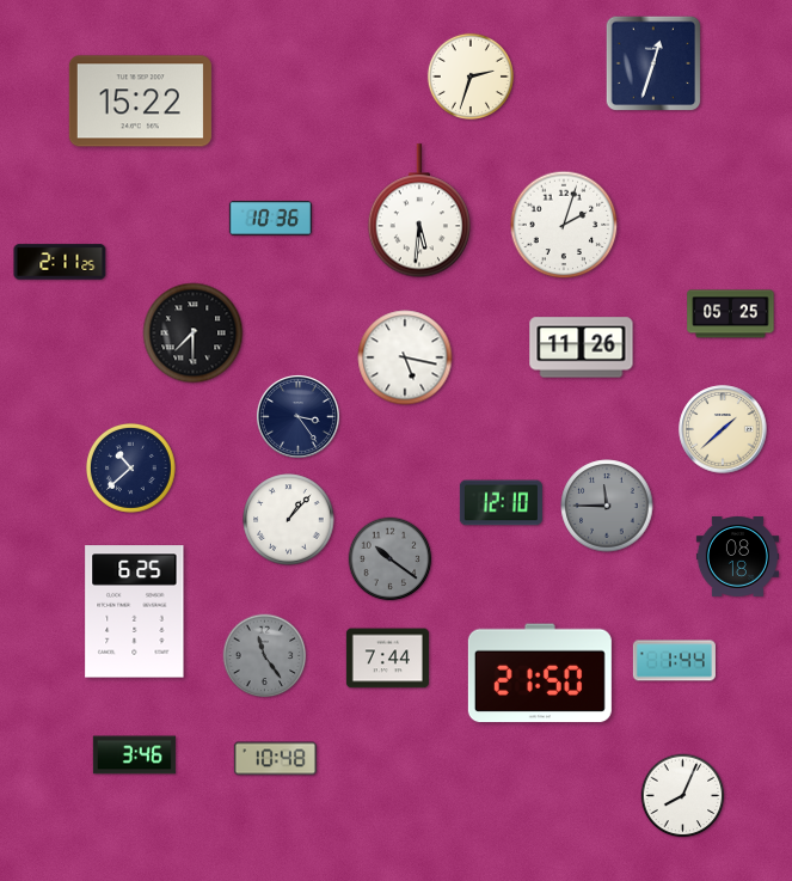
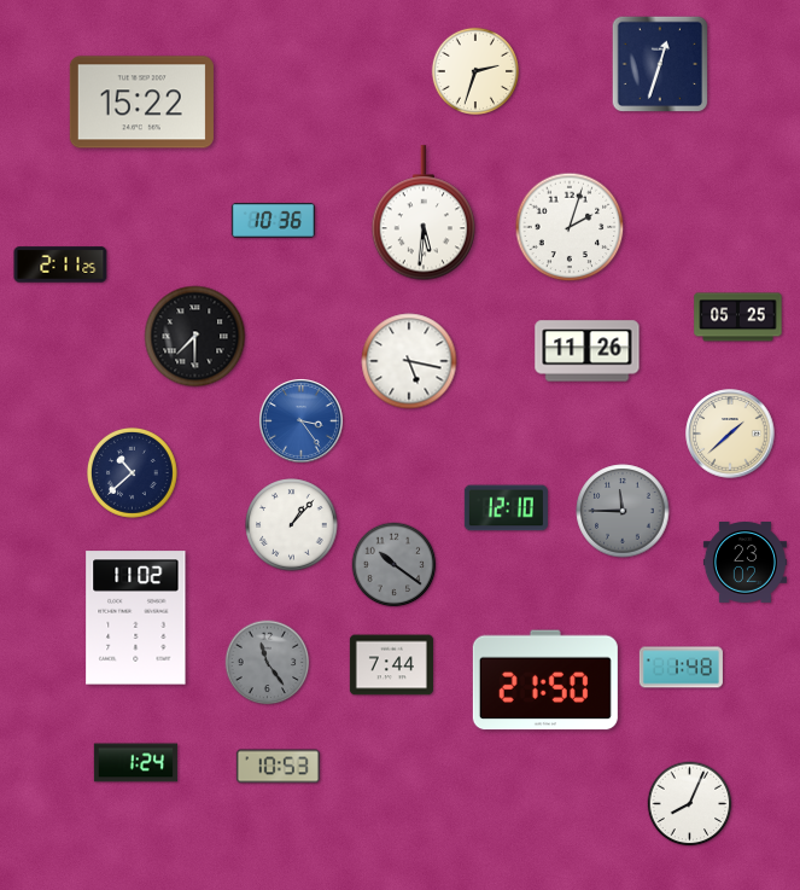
clock at (471, 77) position: (471, 77) -> (475, 71)
clock at (297, 416) dial: navy -> blue
clock at (607, 506) position: (607, 506) -> (623, 511)
clock at (737, 557): 08:18 -> 23:02
clock at (135, 612): 6:25 -> 11:02
clock at (674, 661): 1:44 -> 1:48
clock at (134, 755): 3:46 -> 1:24
clock at (275, 759): 10:48 -> 10:53
